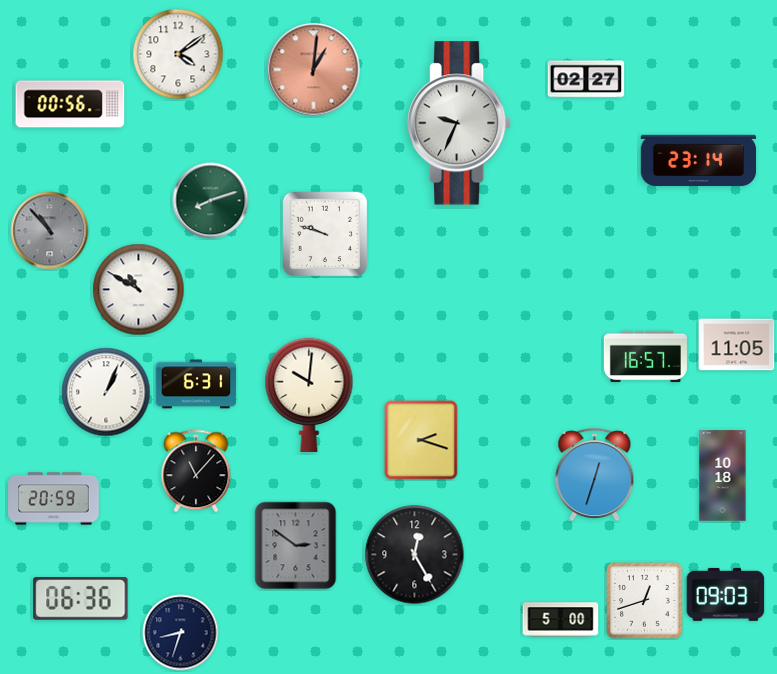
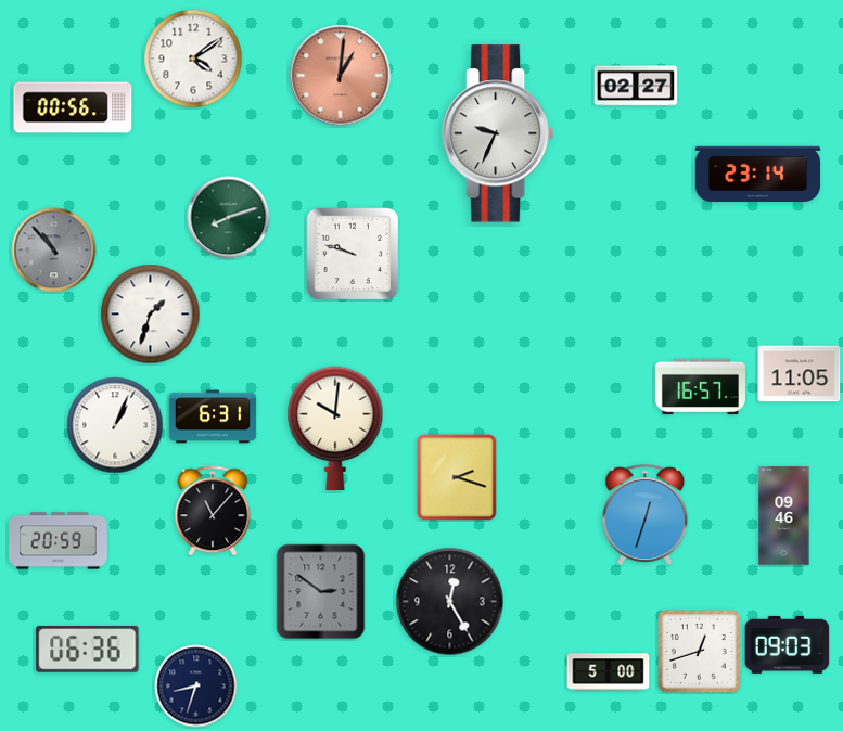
clock at (70, 104) position: (70, 104) -> (73, 107)
clock at (139, 290): 10:50 -> 1:33
clock at (723, 476): 10:18 -> 09:46
